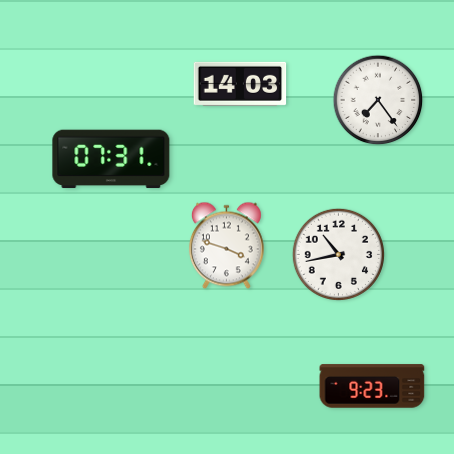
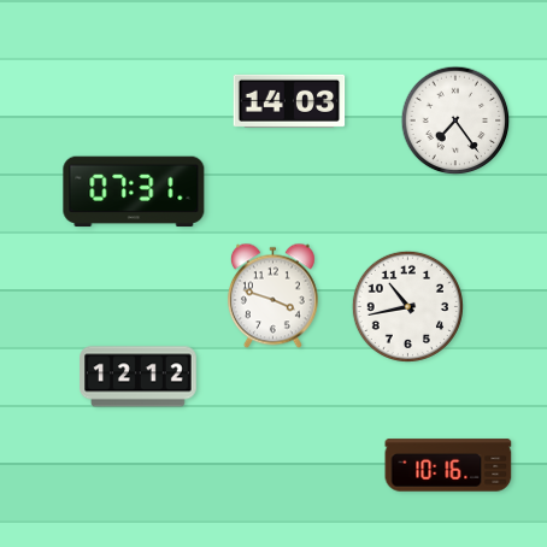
clock at (139, 377): none -> 12:12
clock at (372, 386): 9:23 -> 10:16
